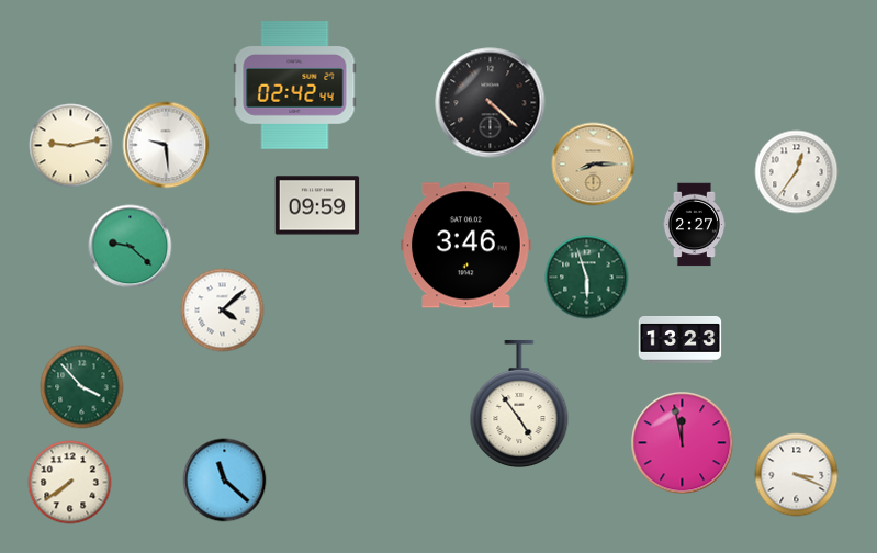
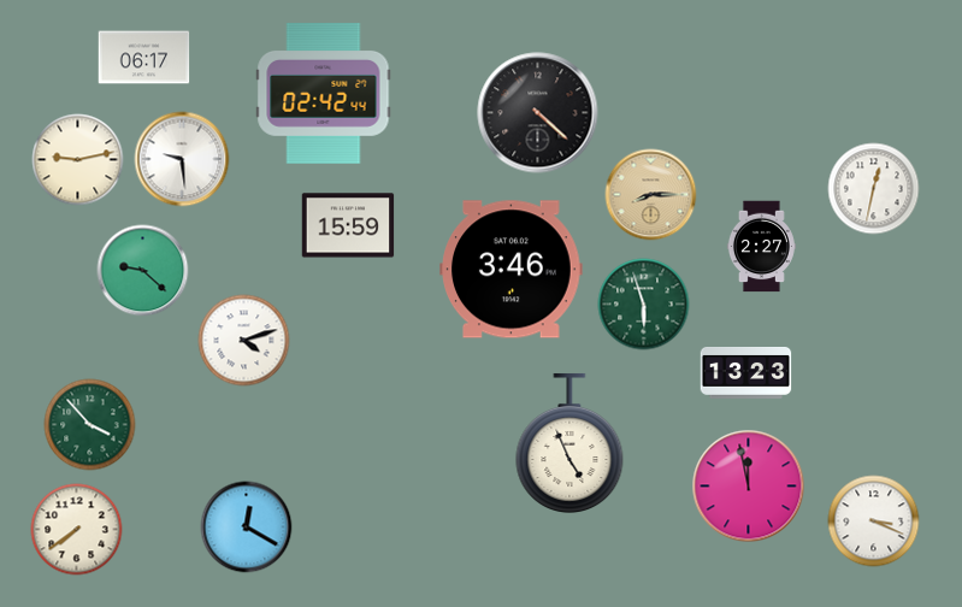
clock at (144, 58): none -> 06:17
clock at (594, 165) position: (594, 165) -> (651, 195)
clock at (797, 172): 12:36 -> 12:32
clock at (317, 205): 09:59 -> 15:59
clock at (223, 311): 4:08 -> 4:12
clock at (519, 403): 4:54 -> 4:56
clock at (225, 481): 11:22 -> 12:20
